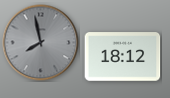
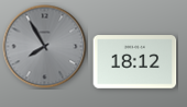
clock at (41, 43): 7:58 -> 7:55
